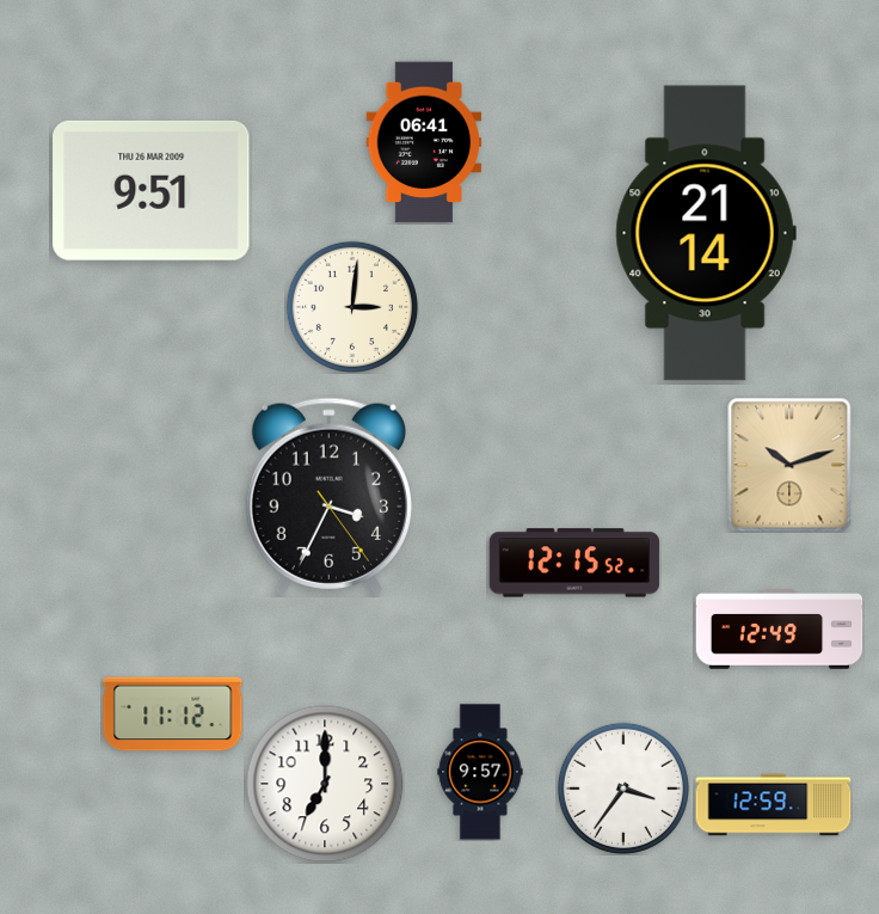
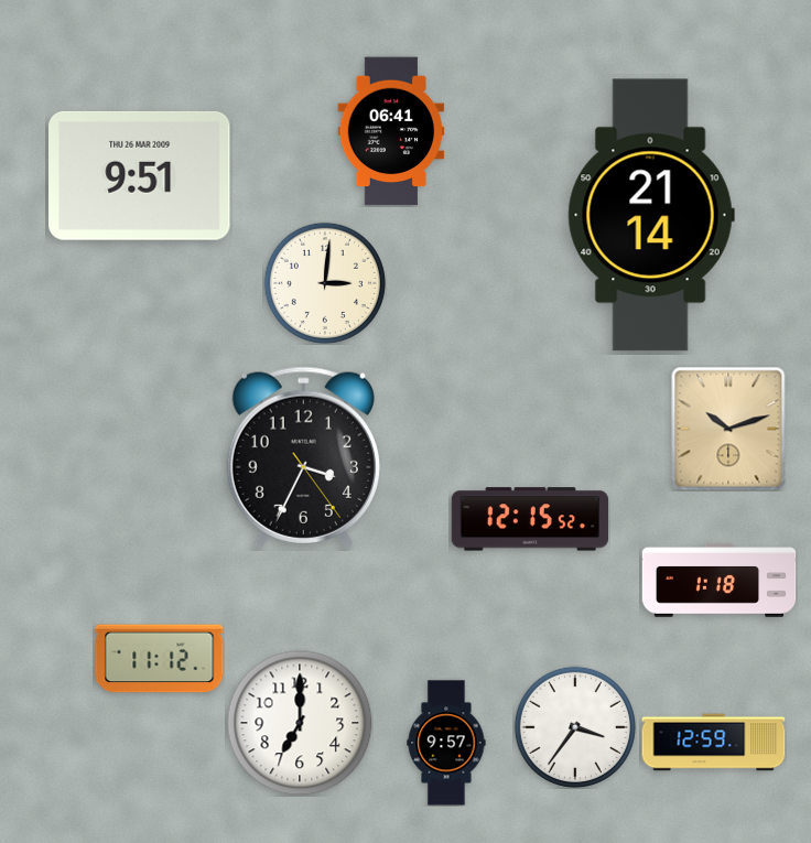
clock at (780, 630): 12:49 -> 1:18
clock at (480, 772) position: (480, 772) -> (446, 743)
